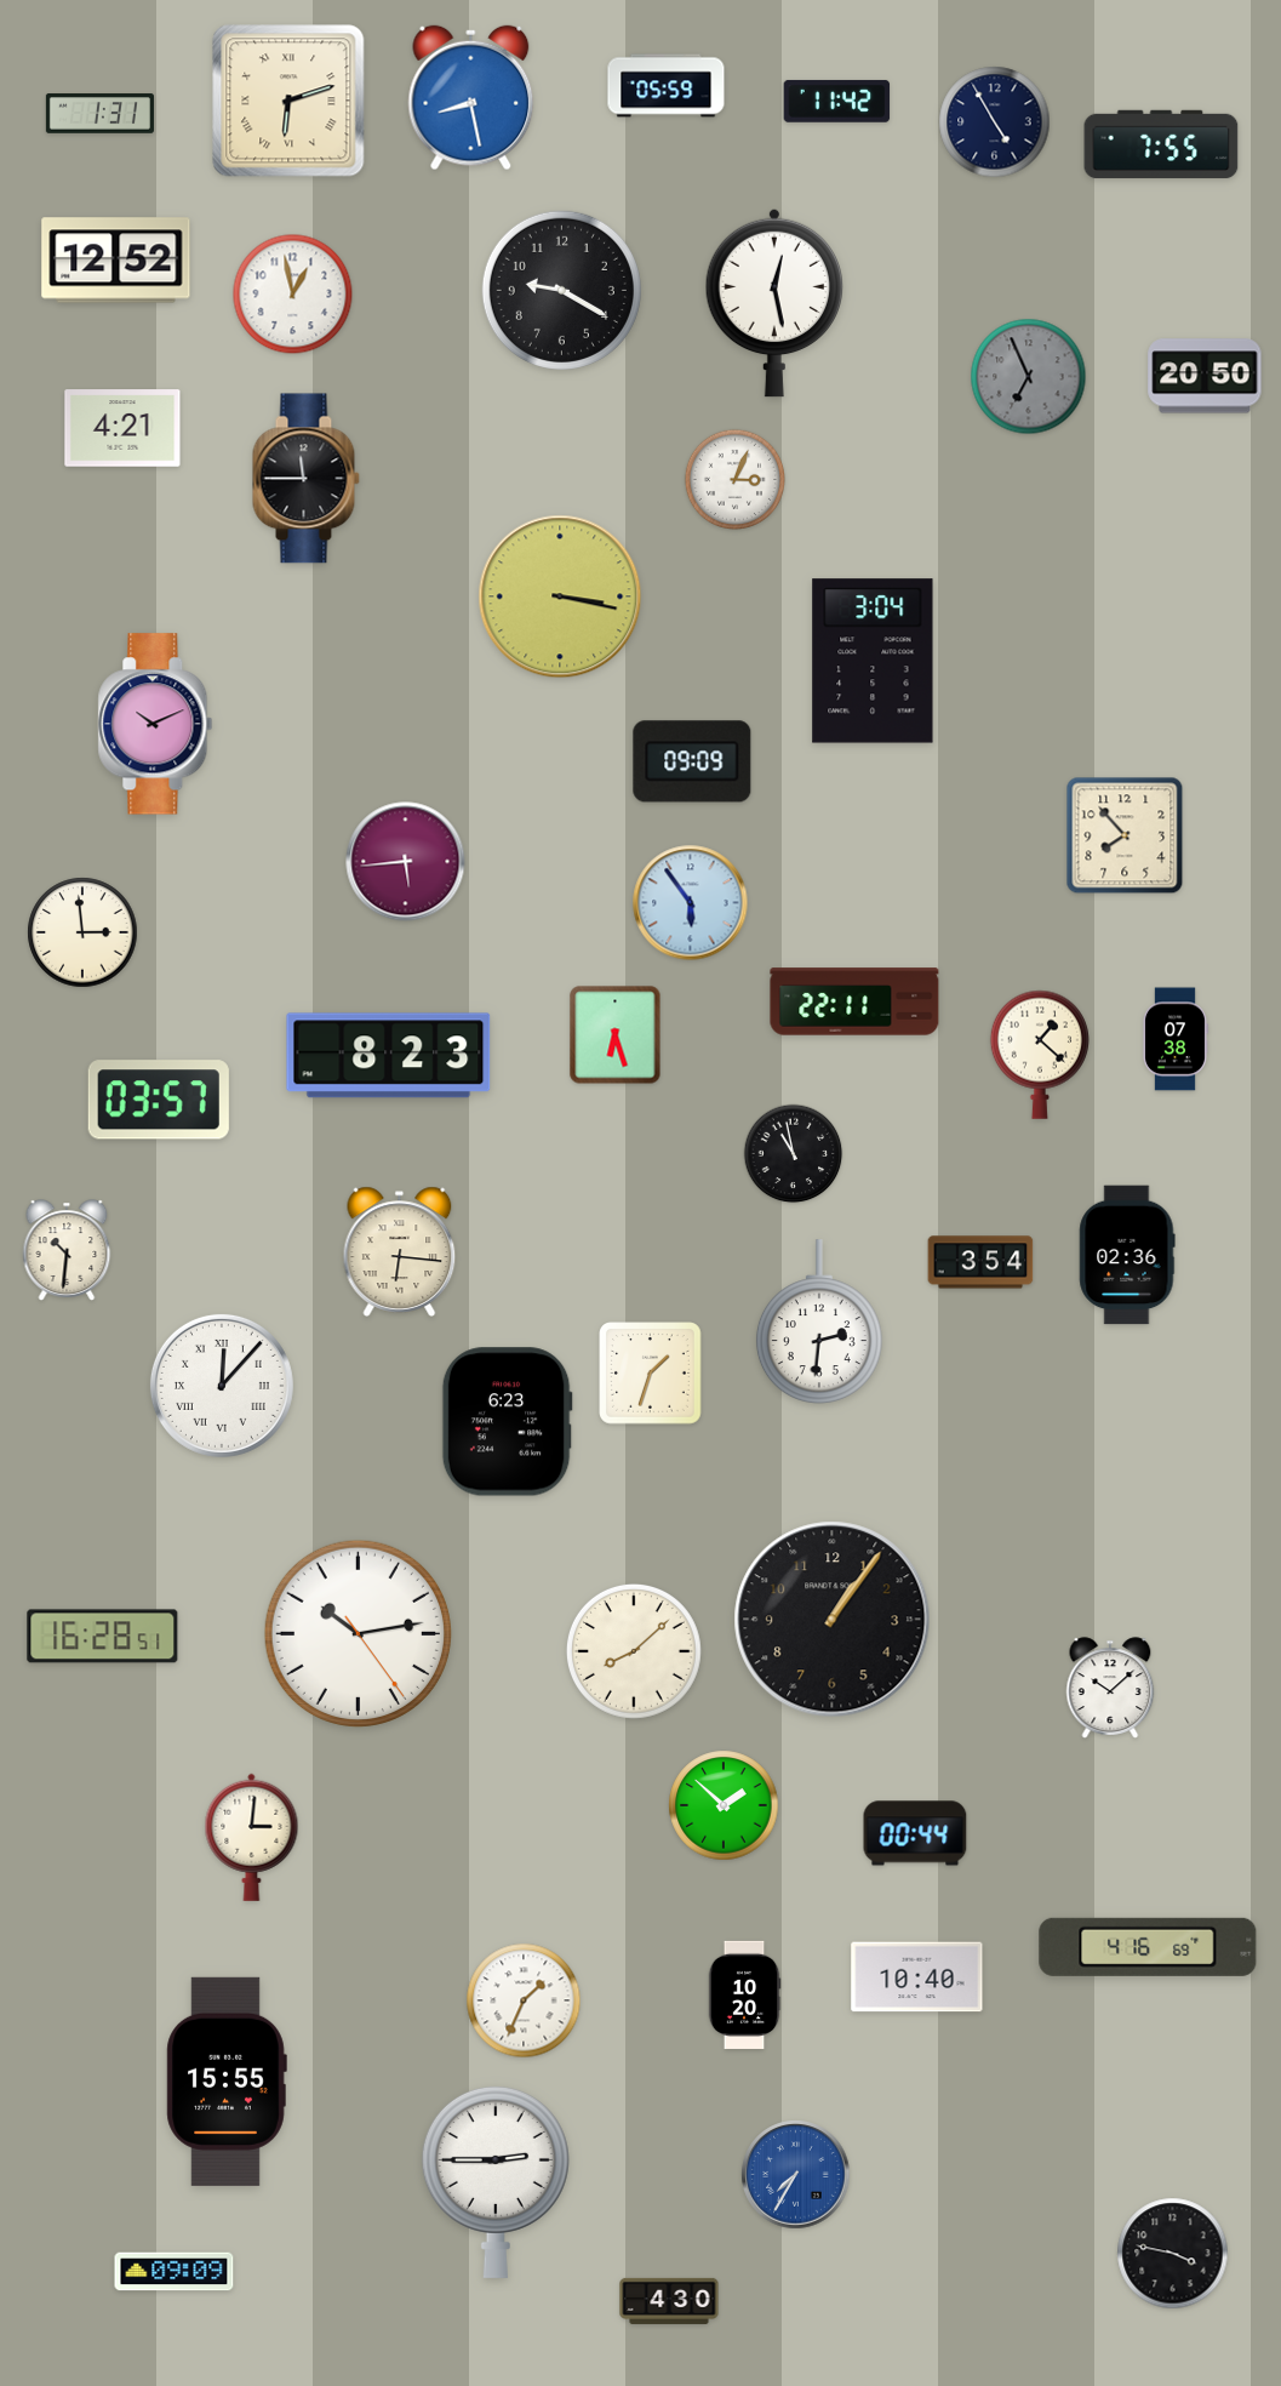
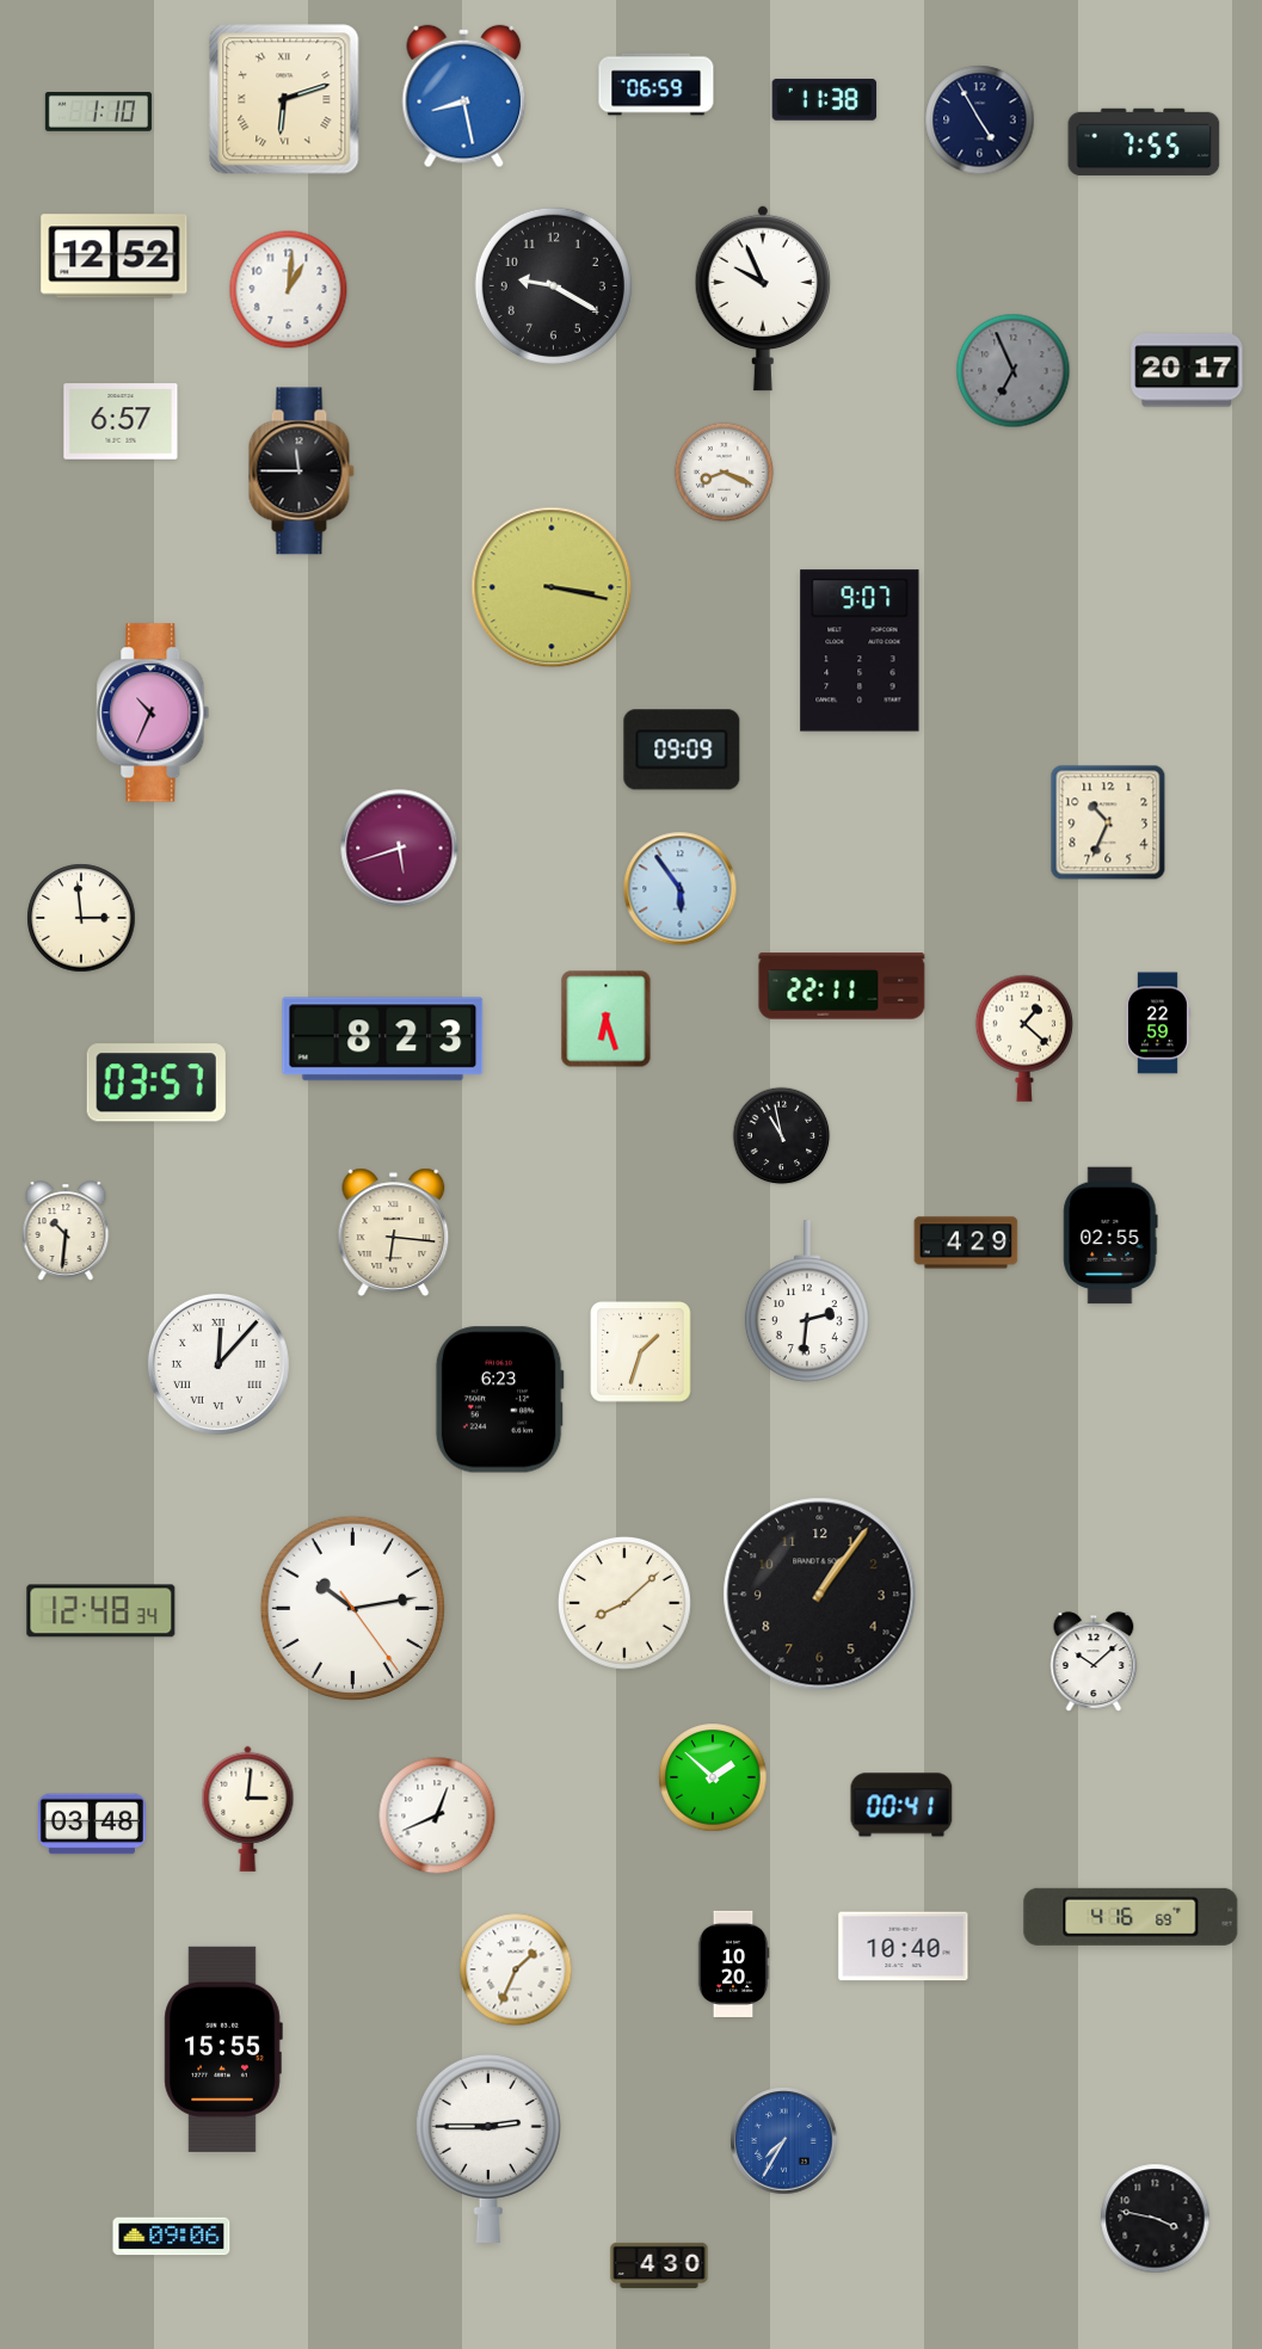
clock at (667, 86): 05:59 -> 06:59
clock at (837, 102): 11:42 -> 11:38
clock at (99, 114): 1:31 -> 1:10
clock at (293, 295): 12:58 -> 1:01
clock at (773, 303): 12:28 -> 9:56
clock at (1205, 376): 20:50 -> 20:17
clock at (122, 428): 4:21 -> 6:57
clock at (736, 480): 3:04 -> 8:19
clock at (873, 661): 3:04 -> 9:07
clock at (155, 724): 10:11 -> 10:34
clock at (1125, 835): 7:53 -> 10:34
clock at (406, 862): 5:44 -> 5:42
clock at (1174, 1039): 07:38 -> 22:59
clock at (1127, 1255): 02:36 -> 02:55
clock at (980, 1262): 3:54 -> 4:29
clock at (103, 1637): 16:28 -> 12:48
clock at (634, 1651) position: (634, 1651) -> (624, 1603)
clock at (915, 1833): 00:44 -> 00:41
clock at (437, 1815): none -> 12:41
clock at (92, 1824): none -> 03:48
clock at (175, 2272): 09:09 -> 09:06
